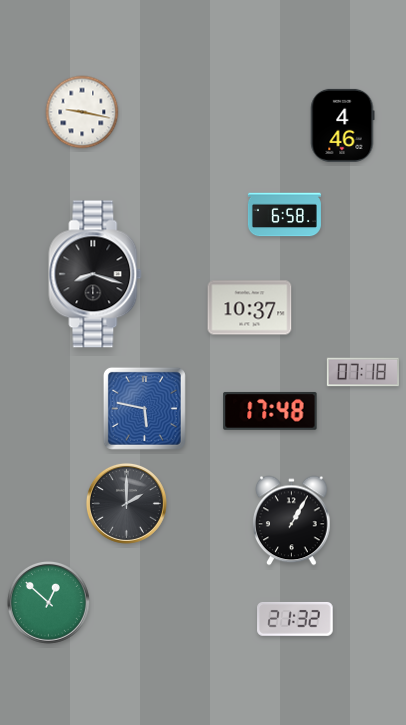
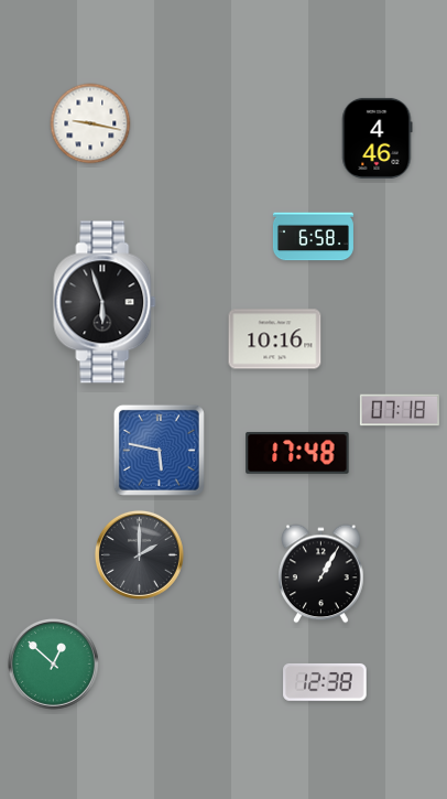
clock at (95, 274): 8:18 -> 5:57
clock at (250, 308): 10:37 -> 10:16
clock at (295, 619): 21:32 -> 12:38
